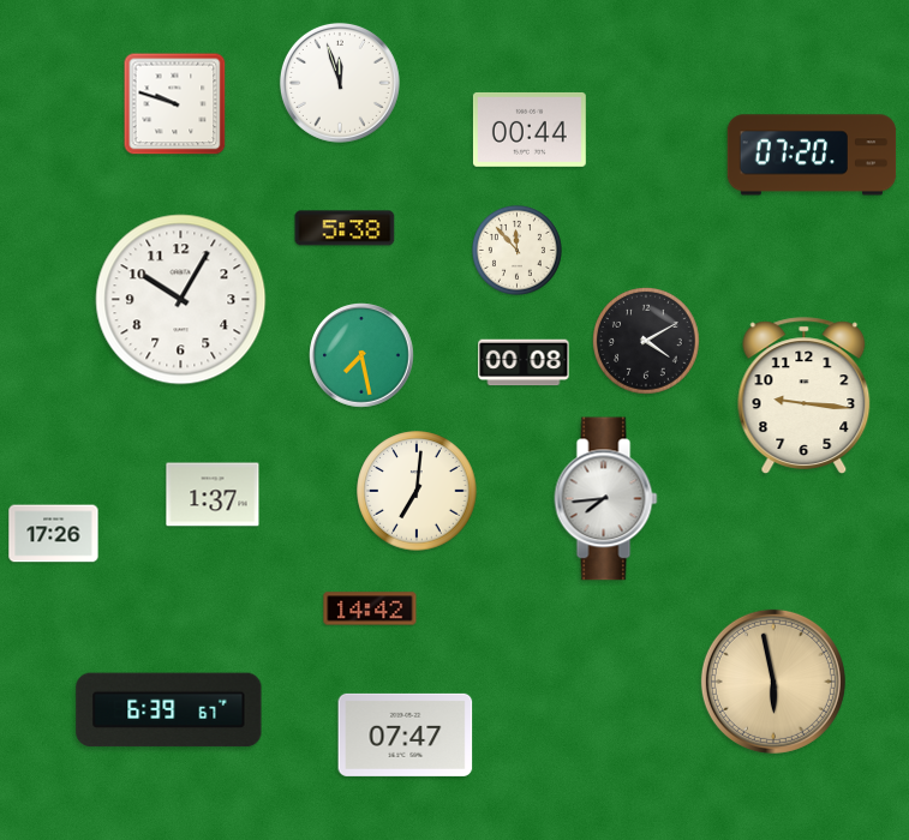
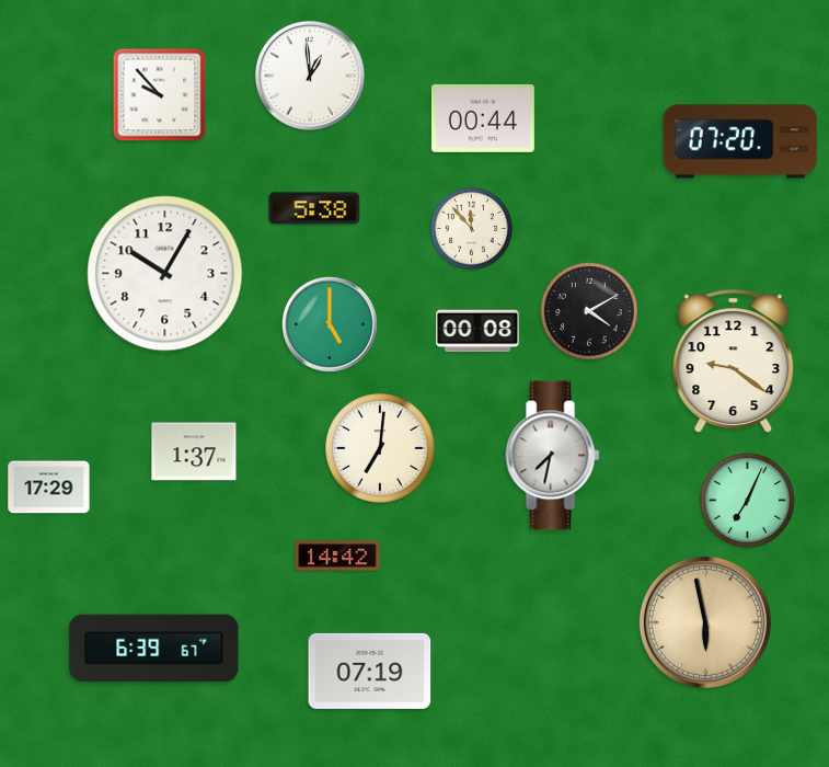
clock at (340, 83): 11:57 -> 12:59
clock at (175, 104): 9:48 -> 9:53
clock at (361, 355): 7:28 -> 5:00
clock at (805, 396): 9:16 -> 9:21
clock at (606, 499): 7:44 -> 7:32
clock at (54, 534): 17:26 -> 17:29
clock at (748, 501): none -> 7:04
clock at (406, 734): 07:47 -> 07:19
